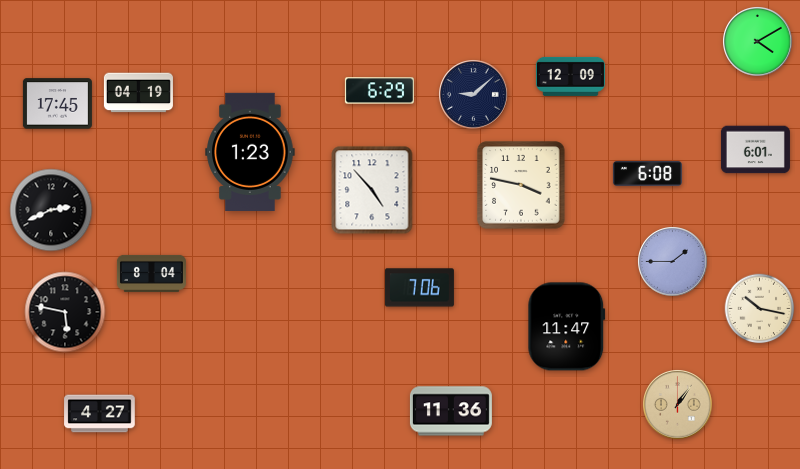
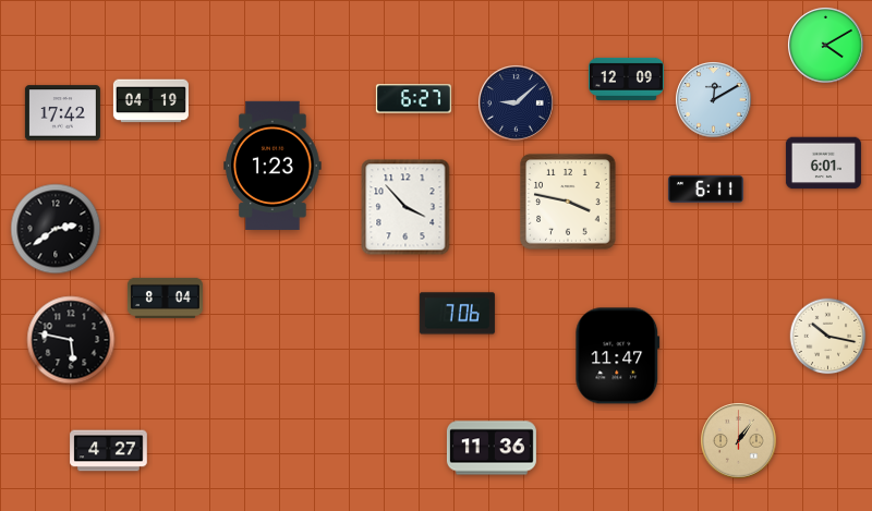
clock at (570, 76) position: (570, 76) -> (626, 78)
clock at (379, 91): 6:29 -> 6:27
clock at (714, 100): none -> 12:10
clock at (57, 104): 17:45 -> 17:42
clock at (647, 174): 6:08 -> 6:11
clock at (372, 190): 4:53 -> 3:53
clock at (51, 210): 2:41 -> 2:39
clock at (673, 262): 1:45 -> none
